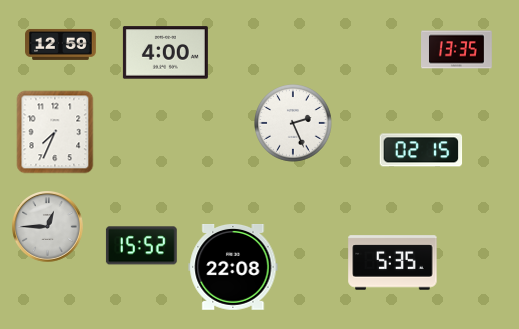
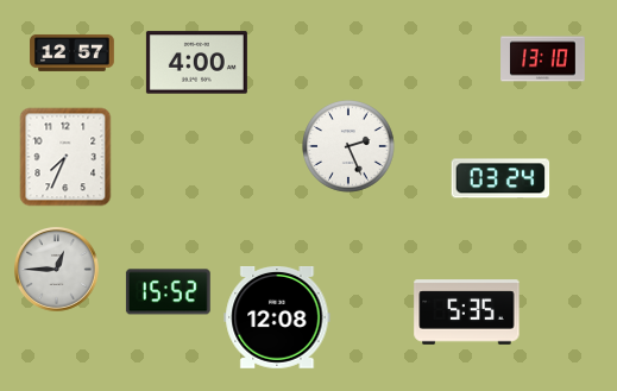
clock at (61, 44): 12:59 -> 12:57
clock at (457, 50): 13:35 -> 13:10
clock at (421, 150): 02:15 -> 03:24
clock at (233, 268): 22:08 -> 12:08
